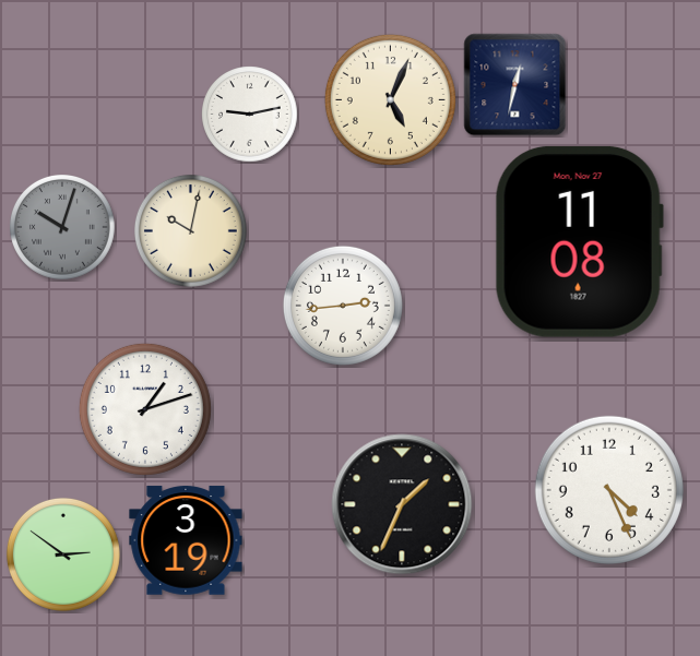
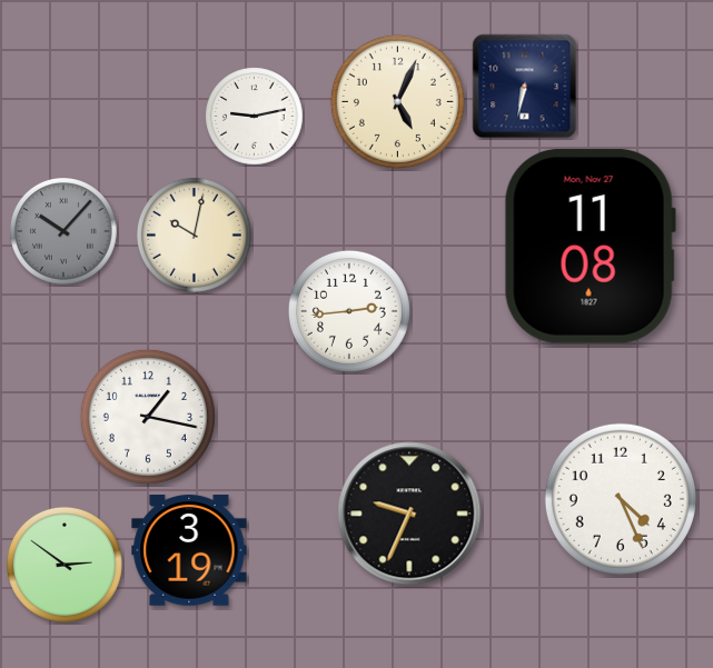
clock at (515, 85): 12:32 -> 6:32
clock at (63, 228): 10:03 -> 10:07
clock at (145, 409): 1:12 -> 1:17
clock at (402, 504): 1:34 -> 9:34
